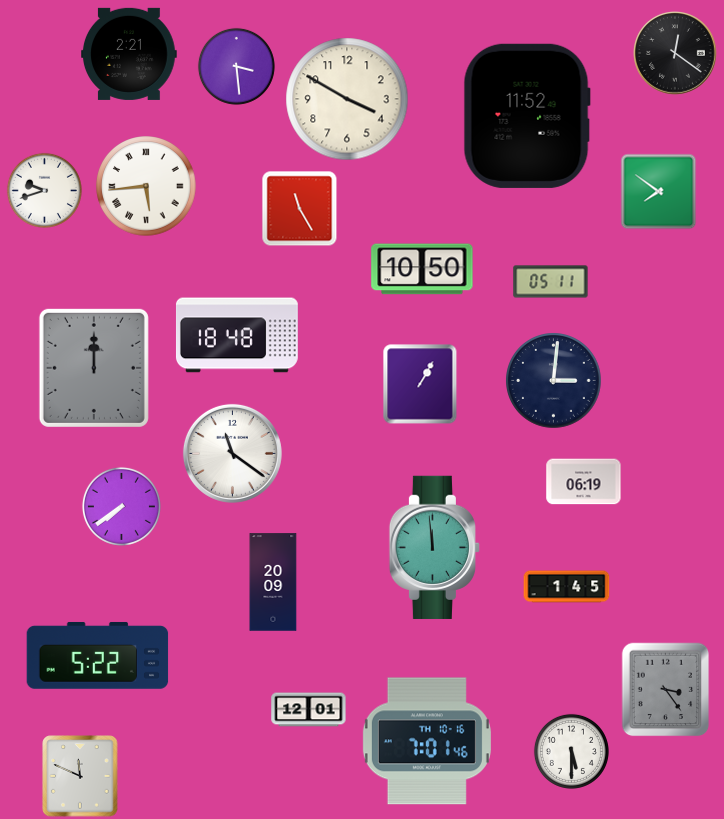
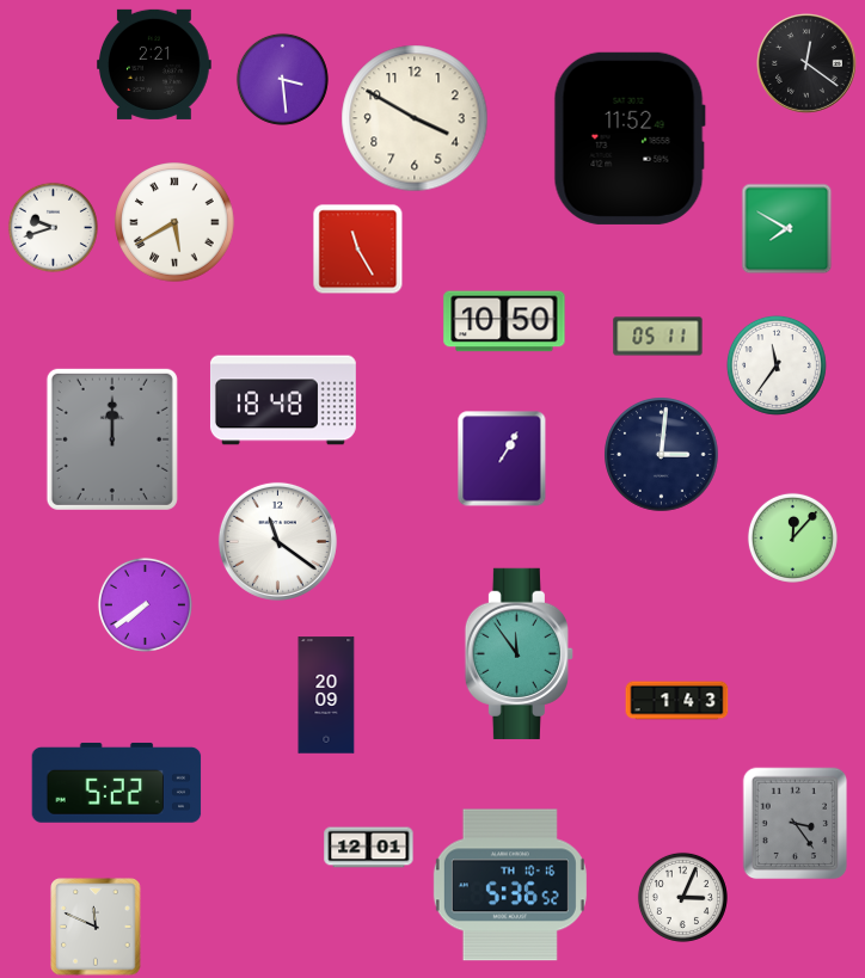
clock at (146, 186): 5:44 -> 5:40
clock at (659, 192): 7:51 -> 7:50
clock at (777, 365): none -> 11:36
clock at (792, 537): none -> 12:07
clock at (584, 482): 06:19 -> none
clock at (434, 547): 11:59 -> 11:54
clock at (567, 587): 1:45 -> 1:43
clock at (427, 741): 7:01 -> 5:36
clock at (571, 751): 5:30 -> 3:04
